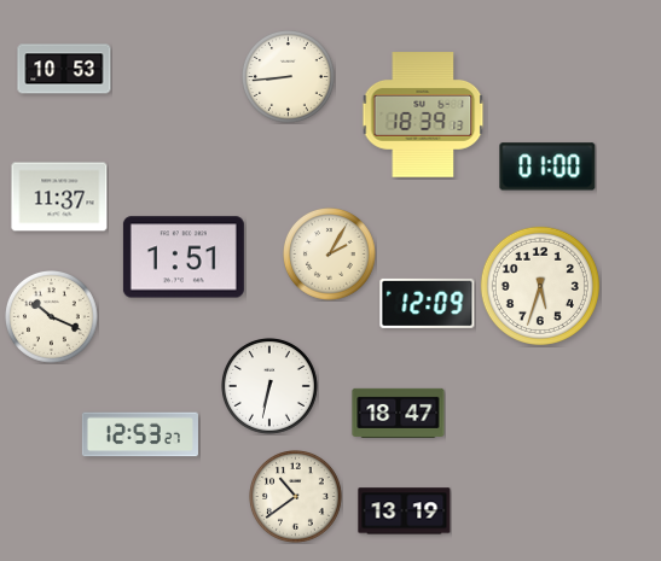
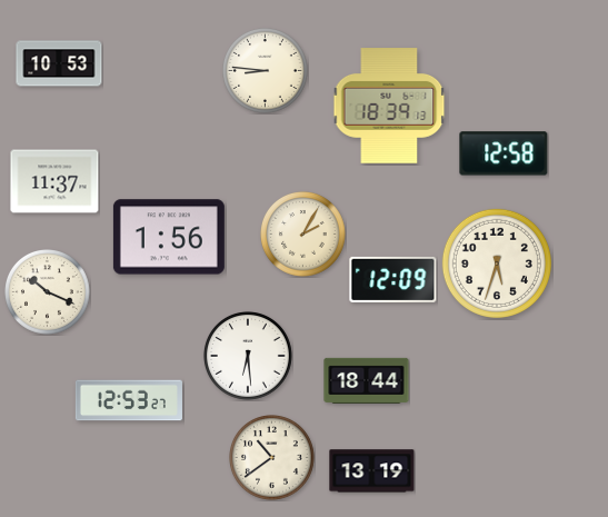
clock at (289, 77): 8:44 -> 8:46
clock at (547, 166): 01:00 -> 12:58
clock at (184, 257): 1:51 -> 1:56
clock at (269, 386): 6:32 -> 6:29
clock at (399, 413): 18:47 -> 18:44
